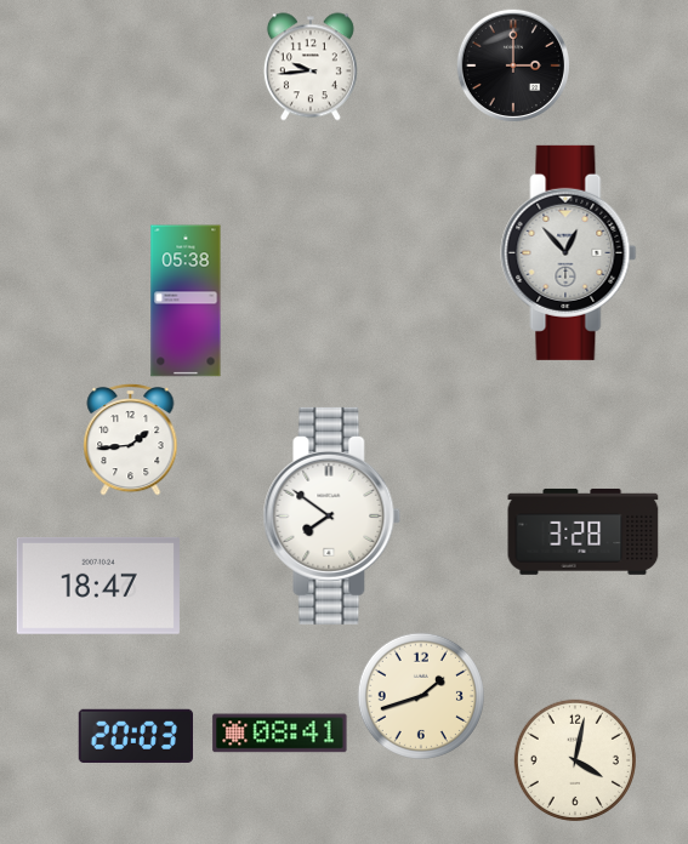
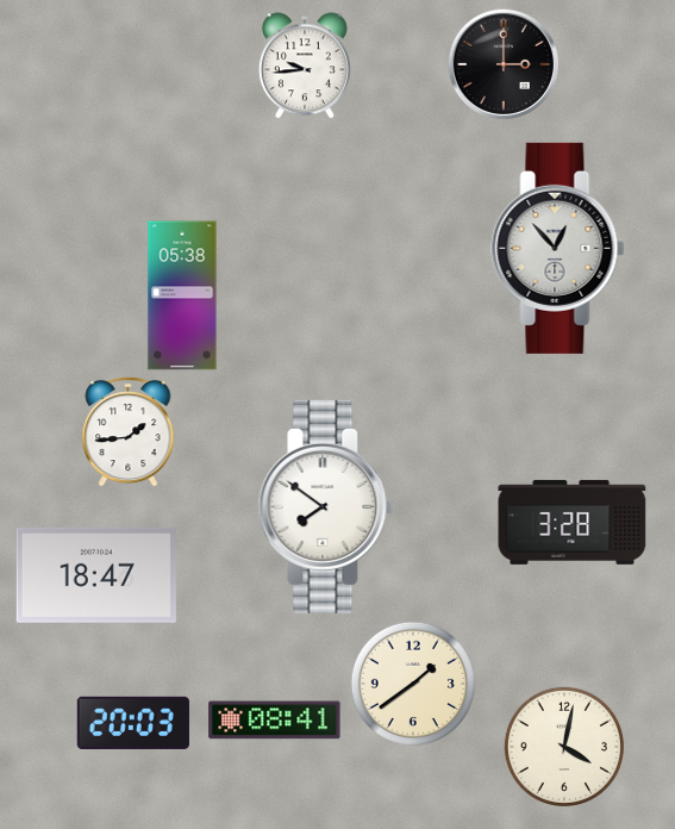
clock at (420, 695): 1:42 -> 1:39
